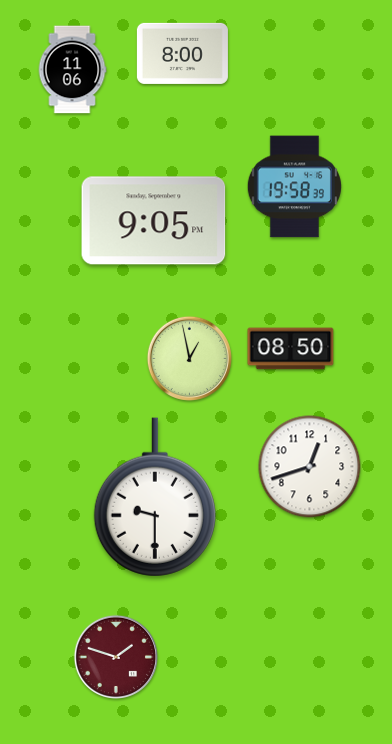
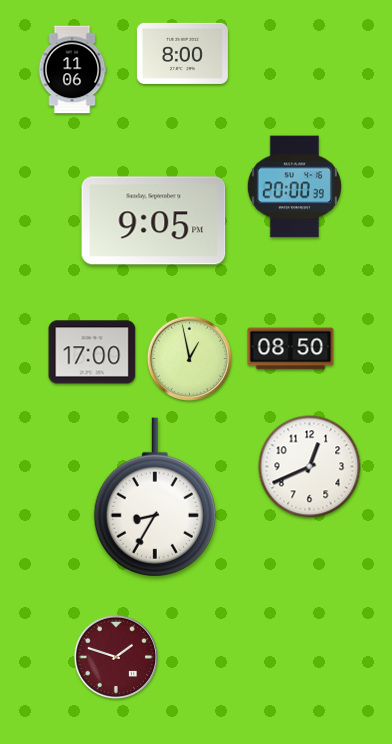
clock at (294, 187): 19:58 -> 20:00
clock at (92, 352): none -> 17:00
clock at (310, 467): 12:42 -> 12:41
clock at (155, 497): 9:30 -> 8:35
